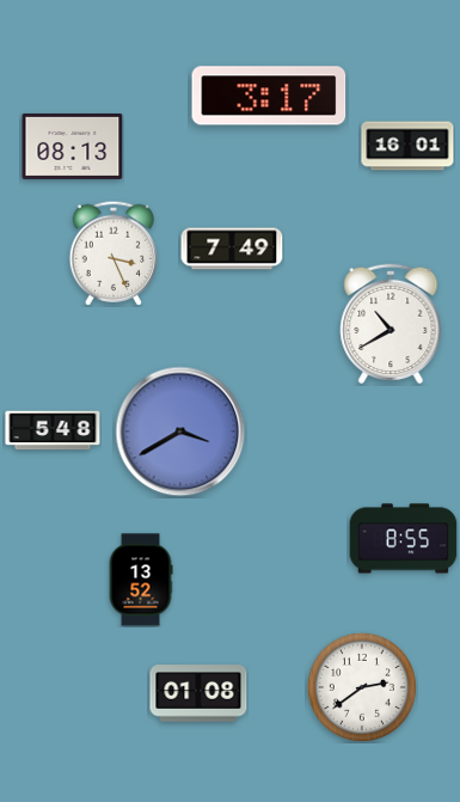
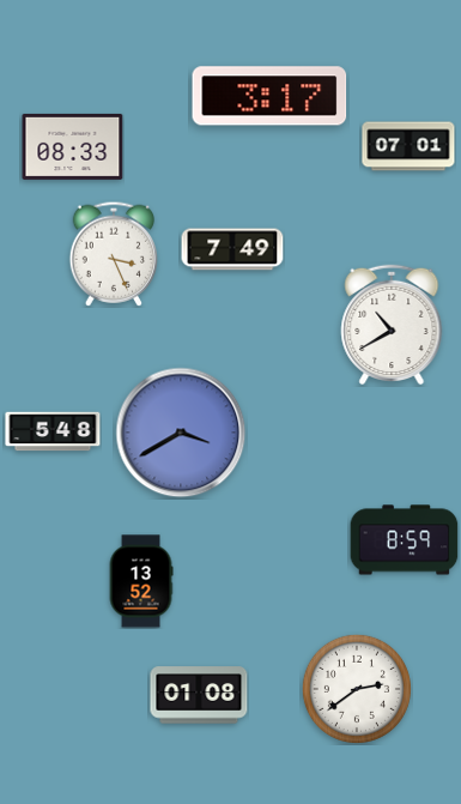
clock at (73, 146): 08:13 -> 08:33
clock at (407, 146): 16:01 -> 07:01
clock at (404, 539): 8:55 -> 8:59
clock at (362, 687) position: (362, 687) -> (357, 689)
